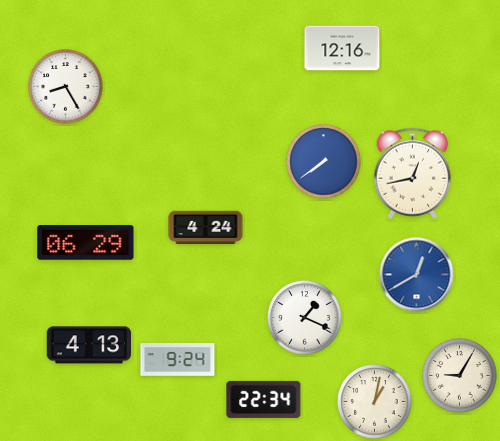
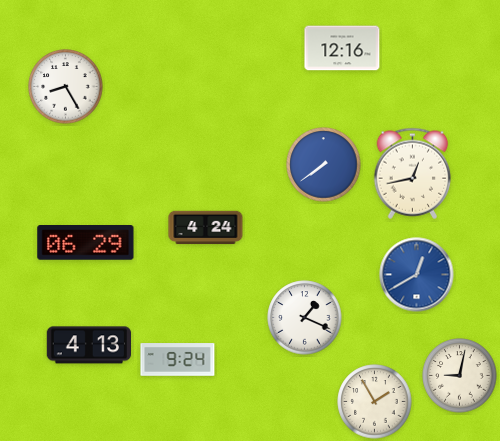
clock at (324, 162) position: (324, 162) -> (324, 165)
clock at (460, 376): 9:05 -> 9:02
clock at (264, 399): 22:34 -> none
clock at (375, 402): 1:02 -> 1:55
